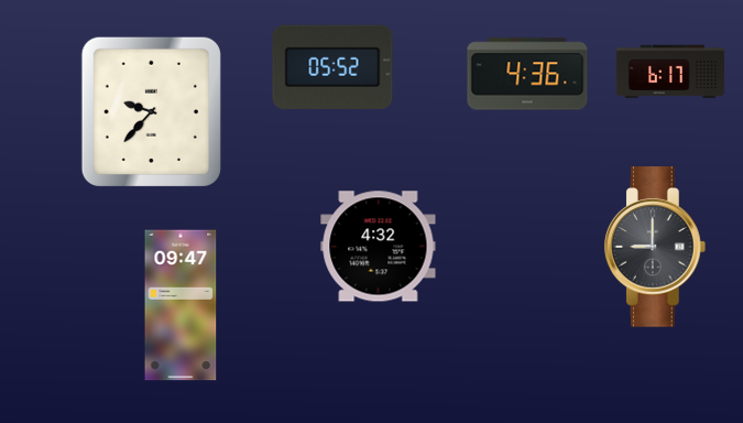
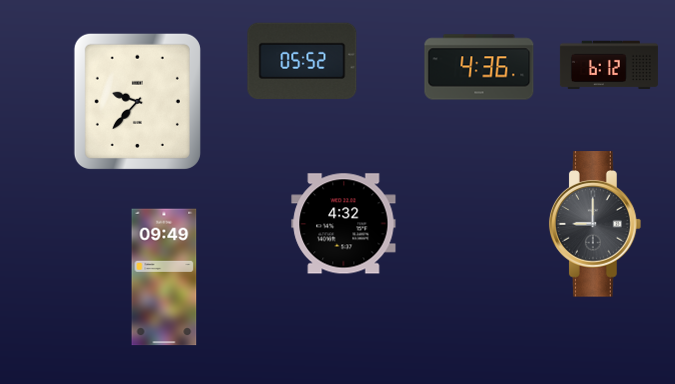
clock at (670, 72): 6:17 -> 6:12
clock at (181, 305): 09:47 -> 09:49
